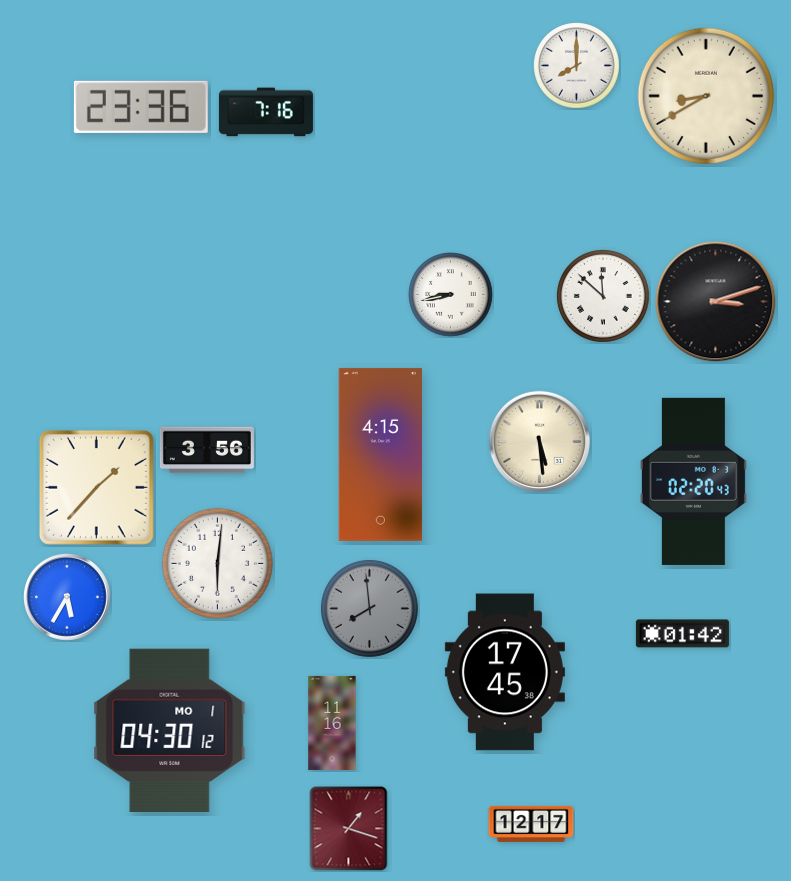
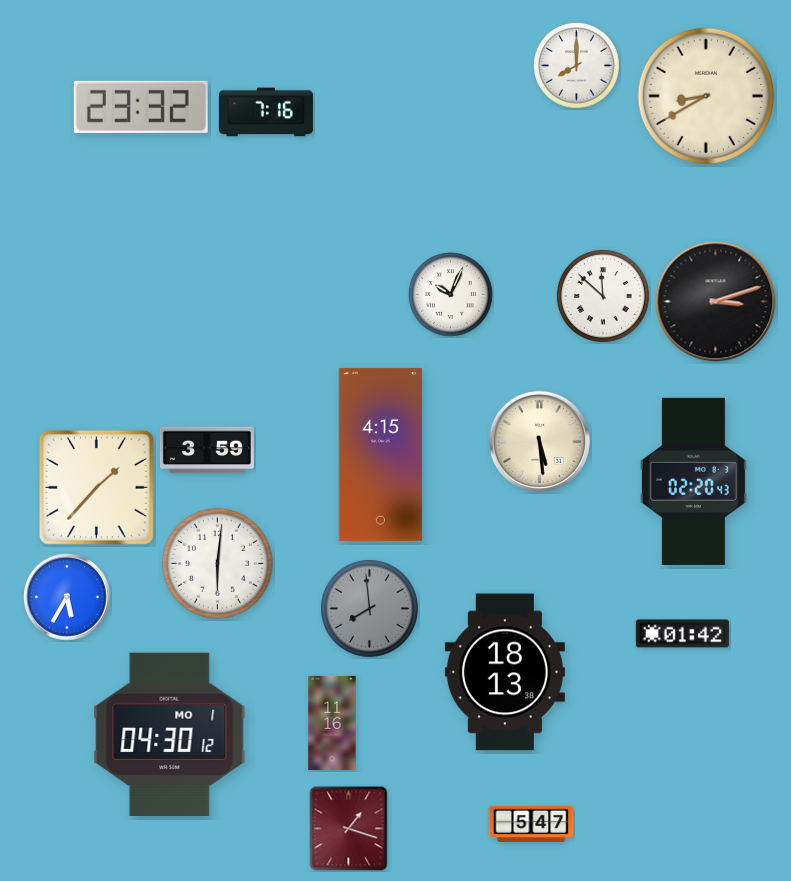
clock at (141, 107): 23:36 -> 23:32
clock at (451, 295): 8:43 -> 10:04
clock at (207, 450): 3:56 -> 3:59
clock at (505, 672): 17:45 -> 18:13
clock at (170, 730) position: (170, 730) -> (170, 734)
clock at (531, 824): 12:17 -> 5:47
